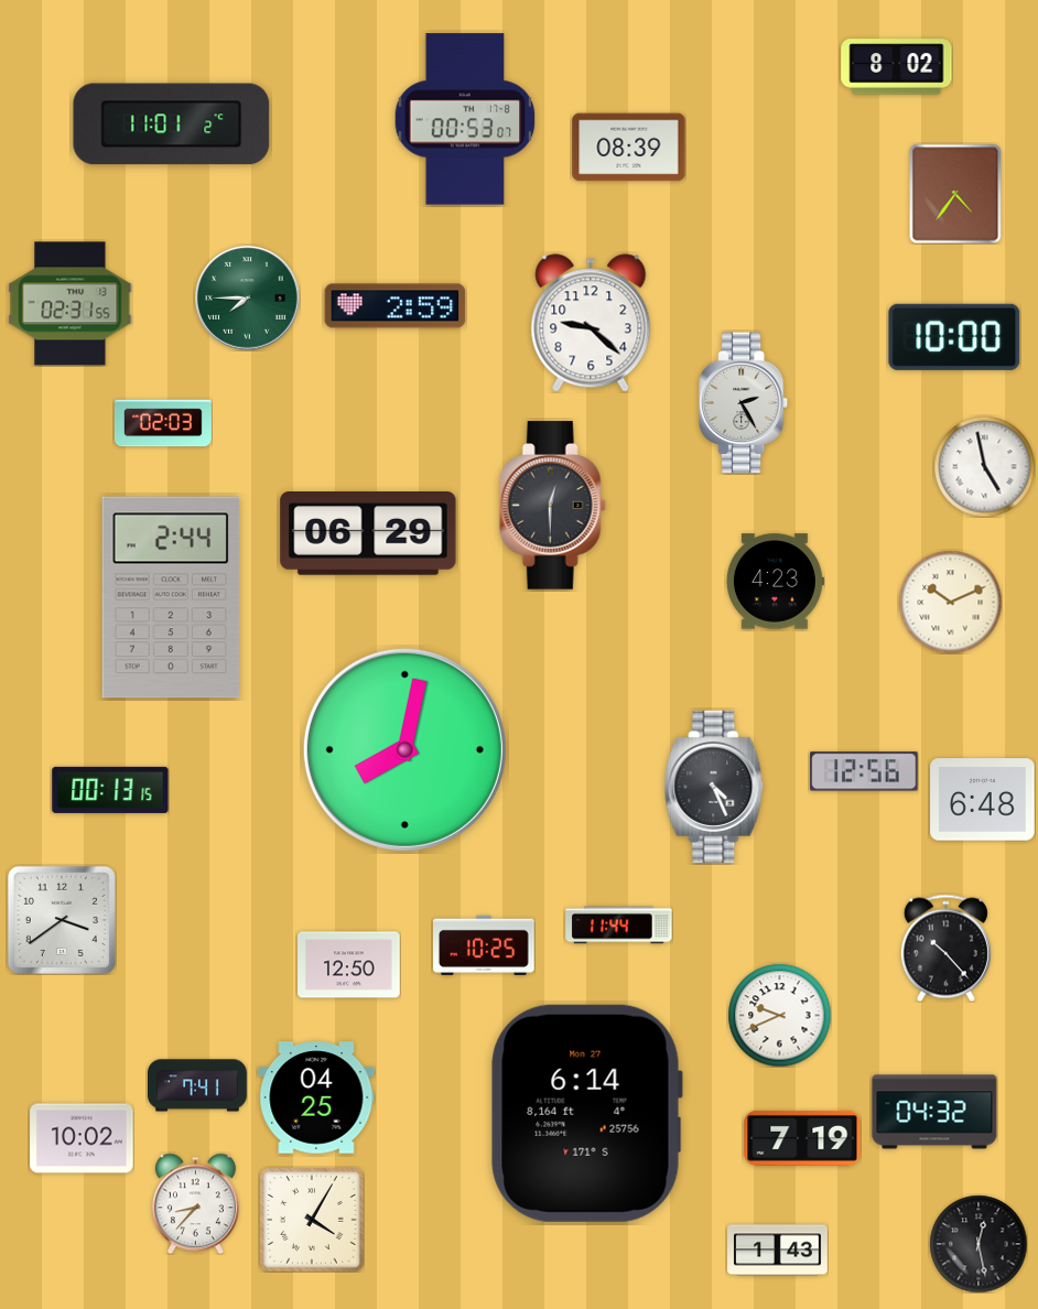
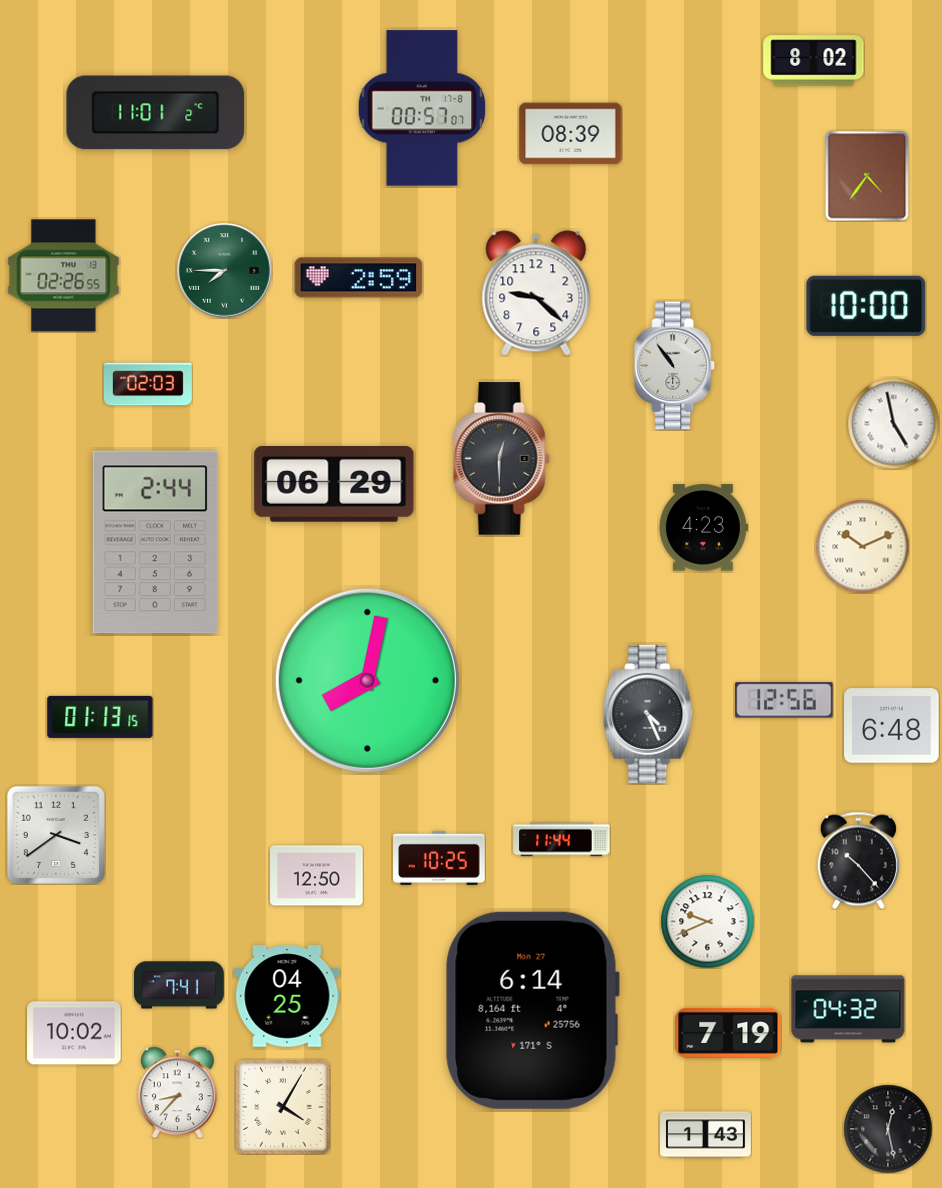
clock at (465, 119): 00:53 -> 00:57
clock at (71, 304): 02:31 -> 02:26
clock at (744, 403): 2:25 -> 10:54
clock at (110, 790): 00:13 -> 01:13
